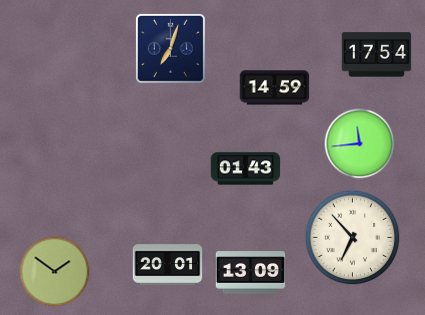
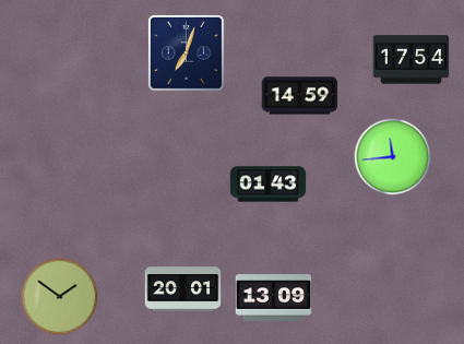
clock at (353, 238): 6:53 -> none
